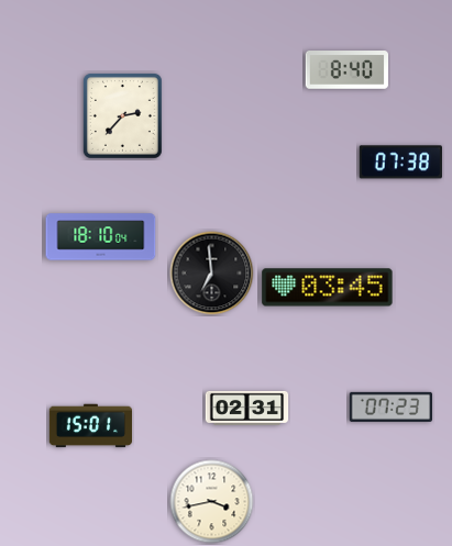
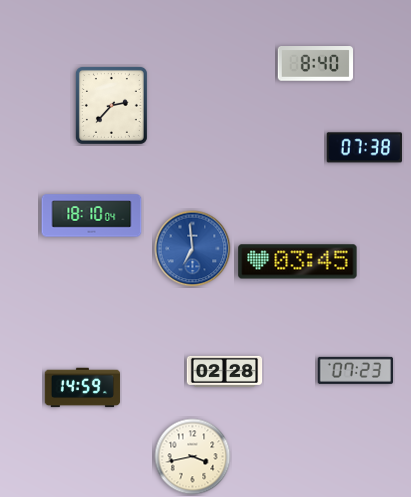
clock at (212, 274) dial: black -> blue
clock at (247, 408): 02:31 -> 02:28
clock at (91, 426): 15:01 -> 14:59
